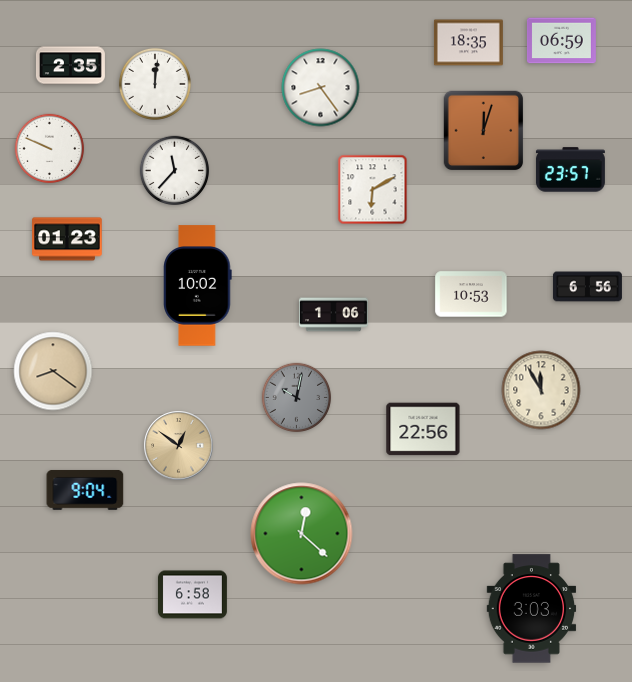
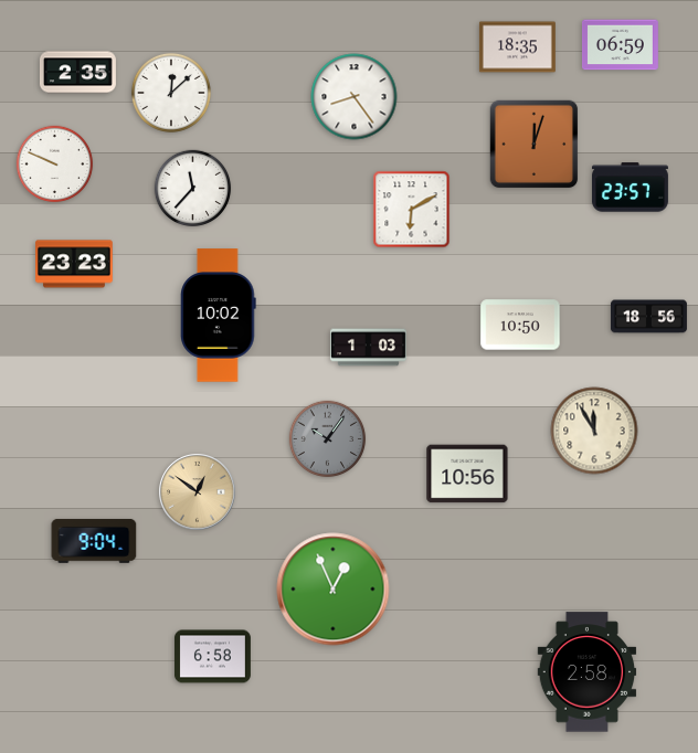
clock at (155, 84): 12:01 -> 12:08
clock at (67, 239): 01:23 -> 23:23
clock at (587, 287): 6:56 -> 18:56
clock at (471, 294): 10:53 -> 10:50
clock at (333, 315): 1:06 -> 1:03
clock at (53, 371): 8:21 -> none
clock at (541, 390) position: (541, 390) -> (594, 431)
clock at (297, 398): 10:02 -> 10:06
clock at (423, 429): 22:56 -> 10:56
clock at (302, 534): 12:22 -> 12:56
clock at (532, 609): 3:03 -> 2:58
